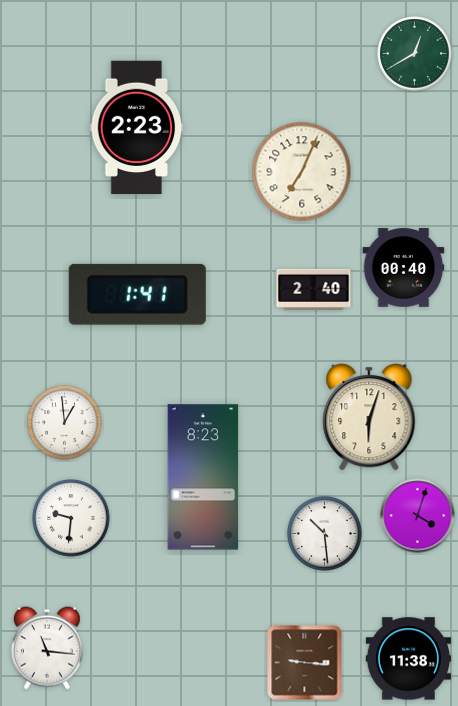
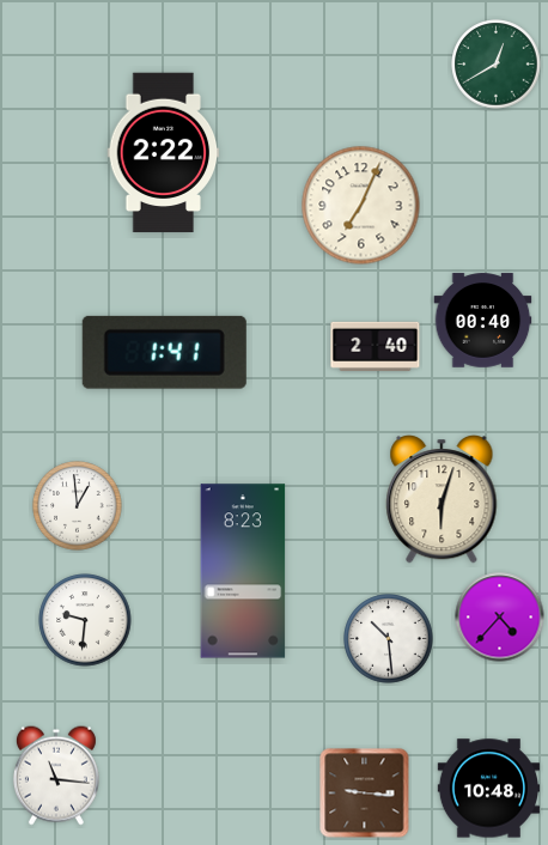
clock at (137, 128): 2:23 -> 2:22
clock at (418, 516): 4:03 -> 4:37
clock at (408, 659): 11:38 -> 10:48
